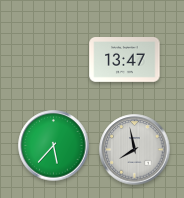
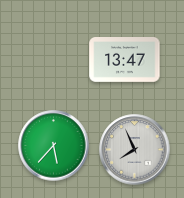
clock at (135, 150): 7:58 -> 7:56
